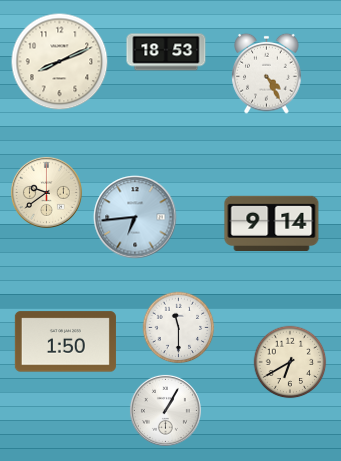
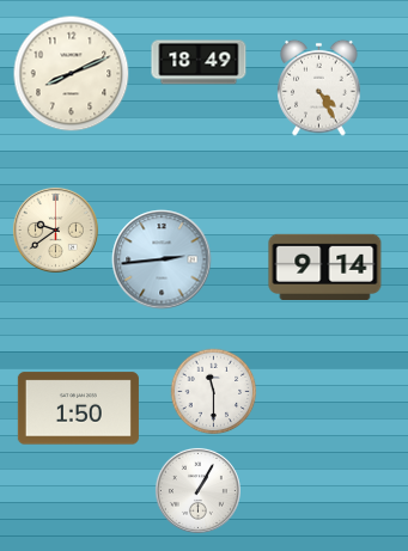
clock at (166, 52): 18:53 -> 18:49
clock at (135, 217): 6:44 -> 2:44
clock at (290, 362): 6:40 -> none
